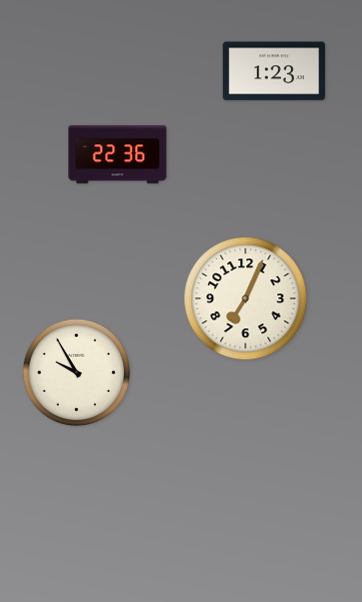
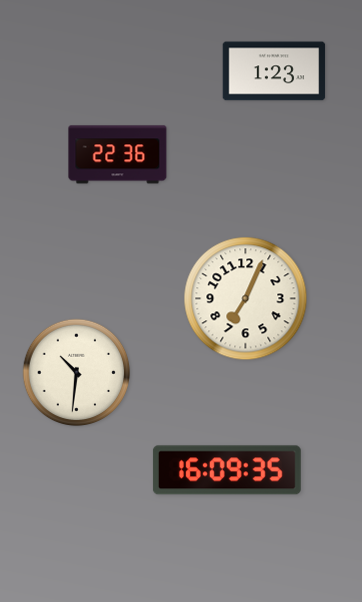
clock at (77, 373): 9:55 -> 10:31
clock at (227, 470): none -> 16:09
